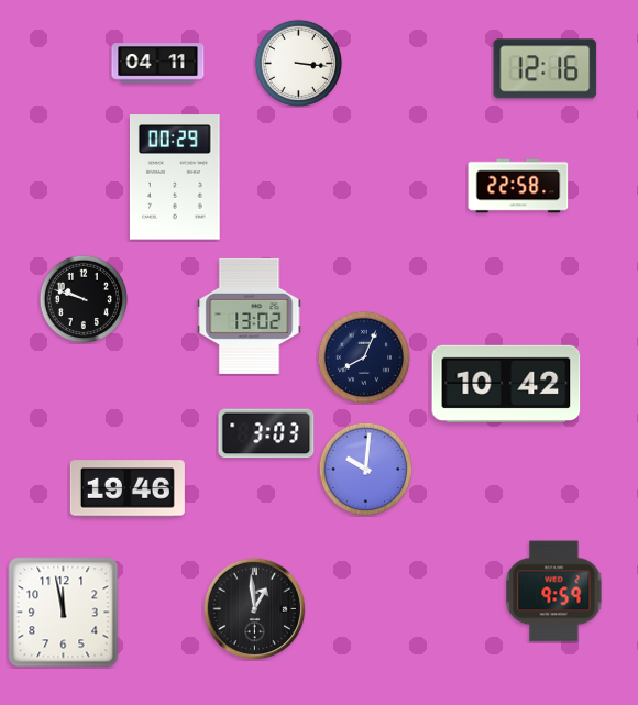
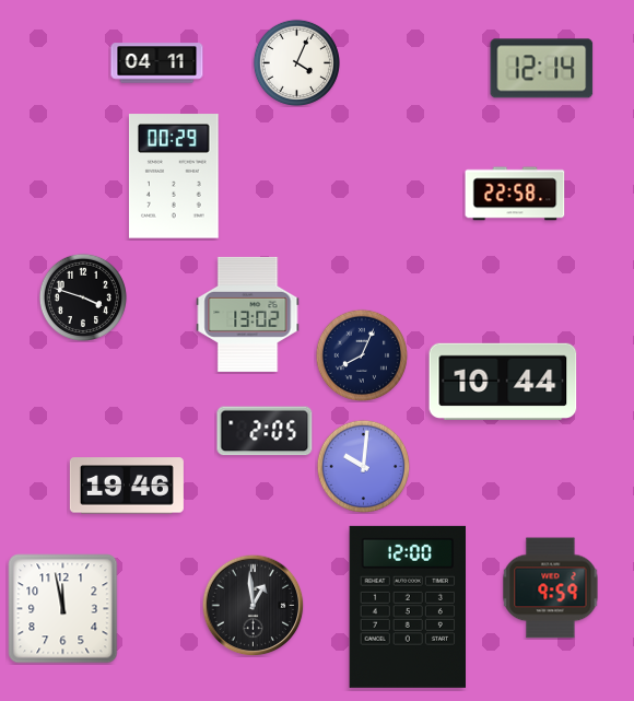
clock at (298, 63): 3:16 -> 4:04
clock at (546, 69): 12:16 -> 12:14
clock at (518, 186) position: (518, 186) -> (515, 194)
clock at (84, 299): 9:48 -> 3:48
clock at (506, 384): 10:42 -> 10:44
clock at (266, 433): 3:03 -> 2:05
clock at (407, 607): none -> 12:00
